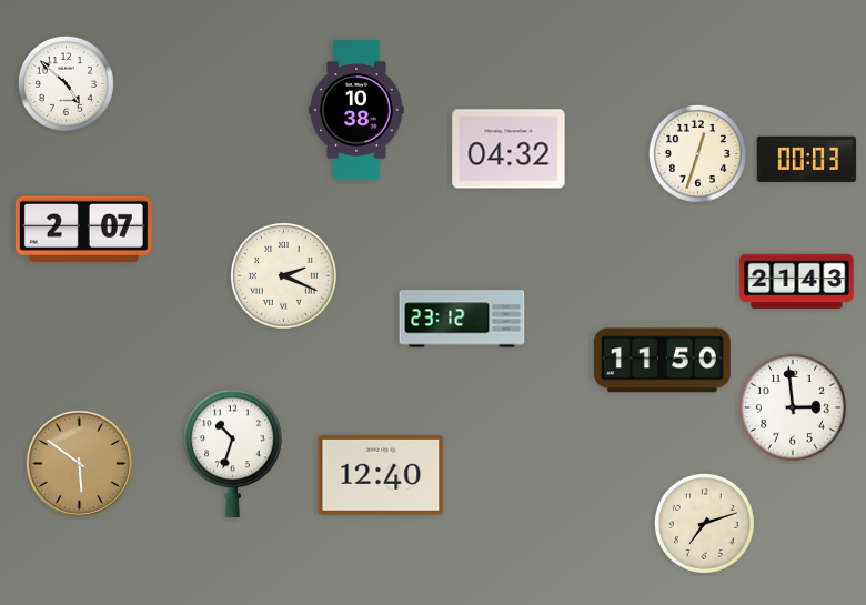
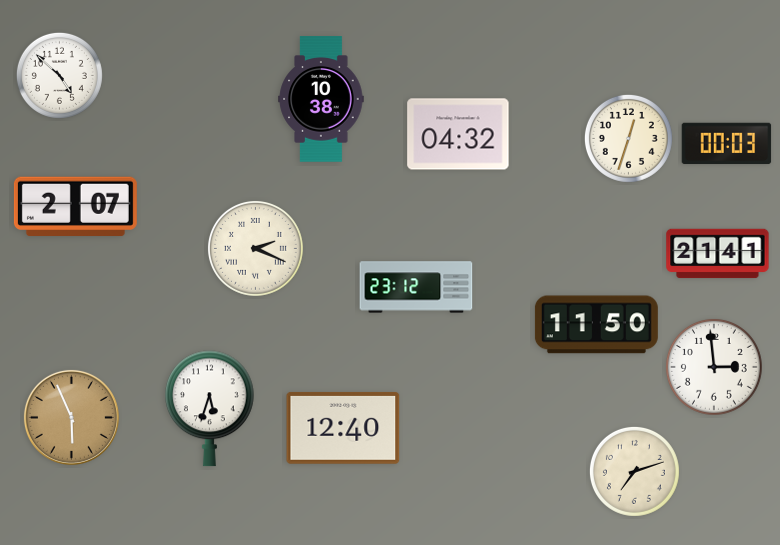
clock at (797, 282): 21:43 -> 21:41
clock at (233, 454): 10:33 -> 5:33
clock at (79, 463): 5:51 -> 5:56
